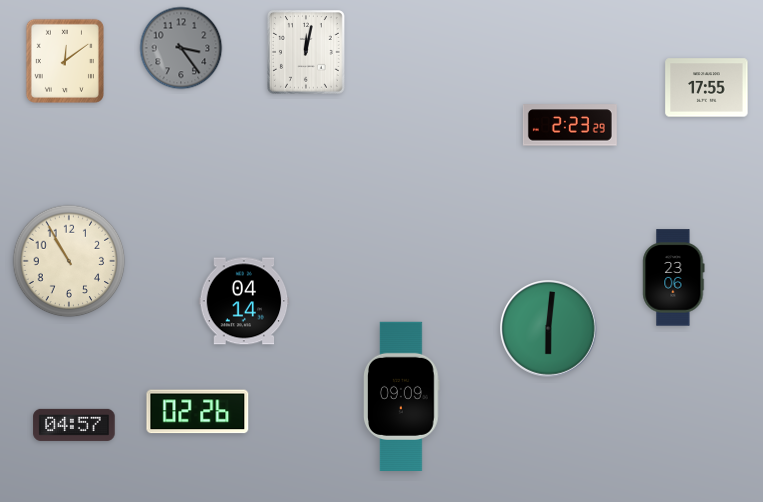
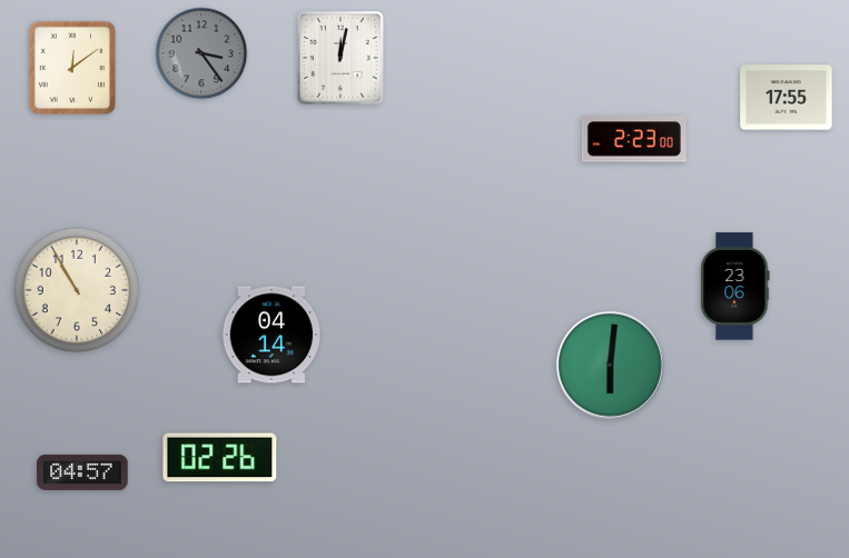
clock at (570, 125): 2:23:29 -> 2:23:00
clock at (674, 278) position: (674, 278) -> (736, 287)
clock at (402, 396): 09:09 -> none
